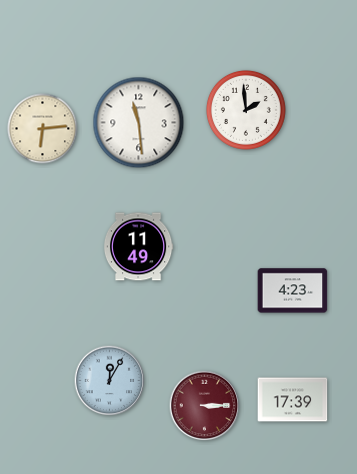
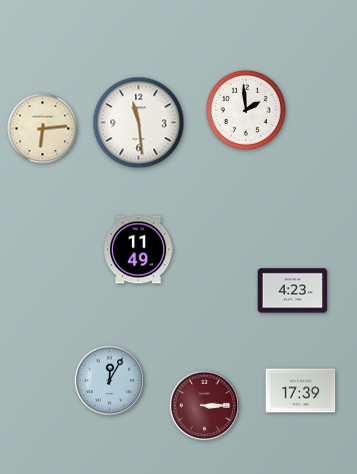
clock at (138, 247) position: (138, 247) -> (138, 250)
clock at (293, 400) position: (293, 400) -> (301, 391)
